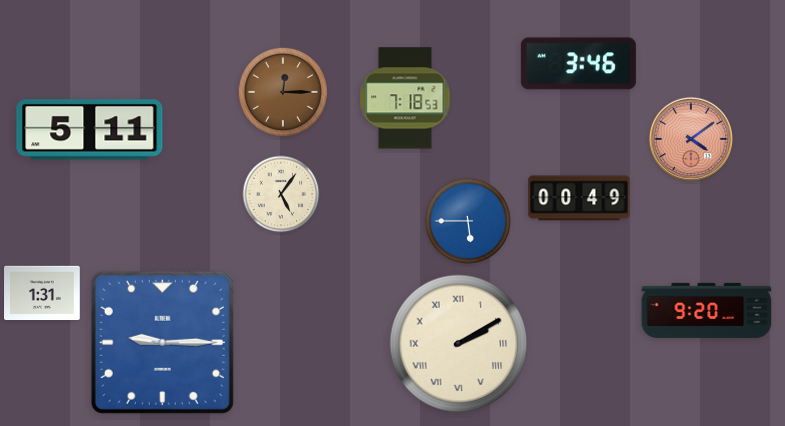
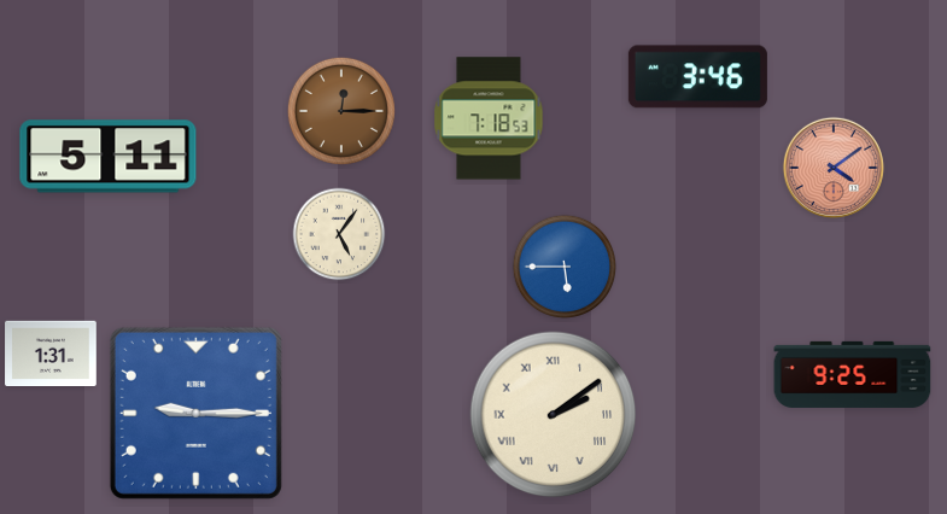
clock at (579, 198): 00:49 -> none
clock at (707, 310): 9:20 -> 9:25
clock at (459, 344): 2:10 -> 2:09
